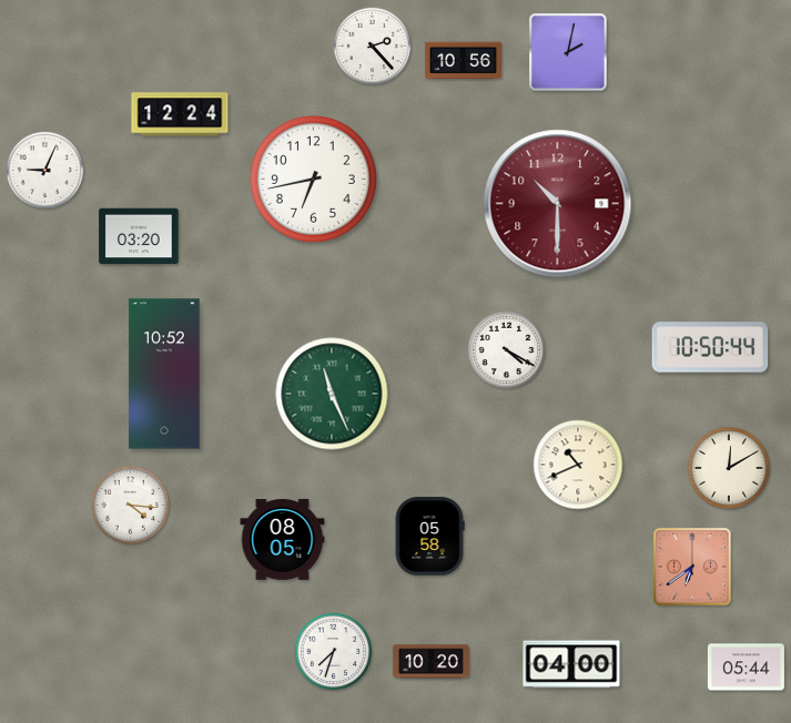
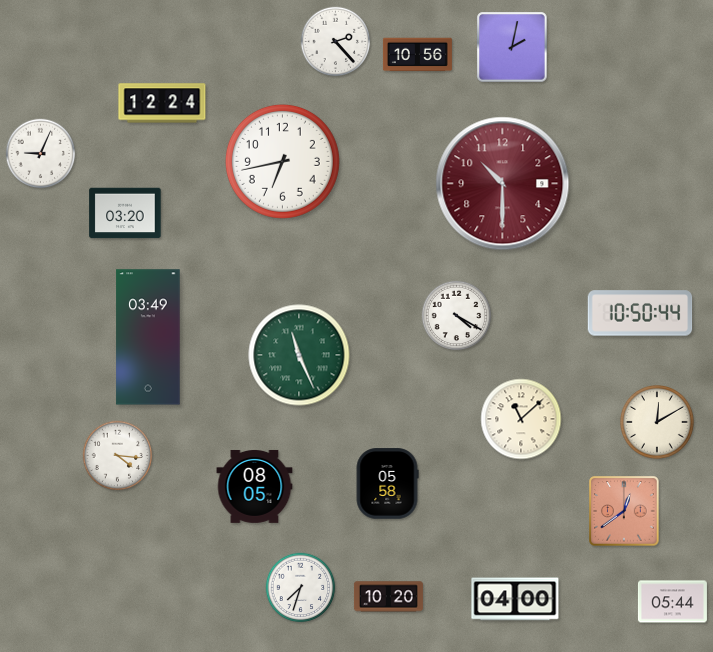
clock at (164, 374): 10:52 -> 03:49
clock at (578, 465): 10:41 -> 11:08
clock at (692, 567): 6:39 -> 12:39
